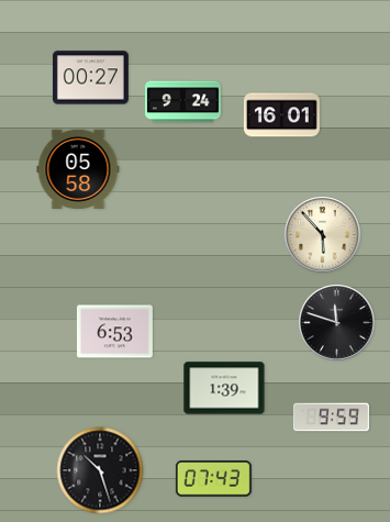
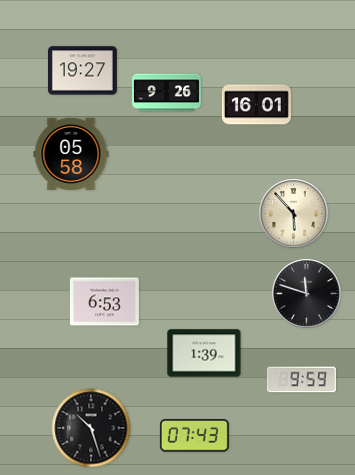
clock at (90, 78): 00:27 -> 19:27
clock at (182, 102): 9:24 -> 9:26
